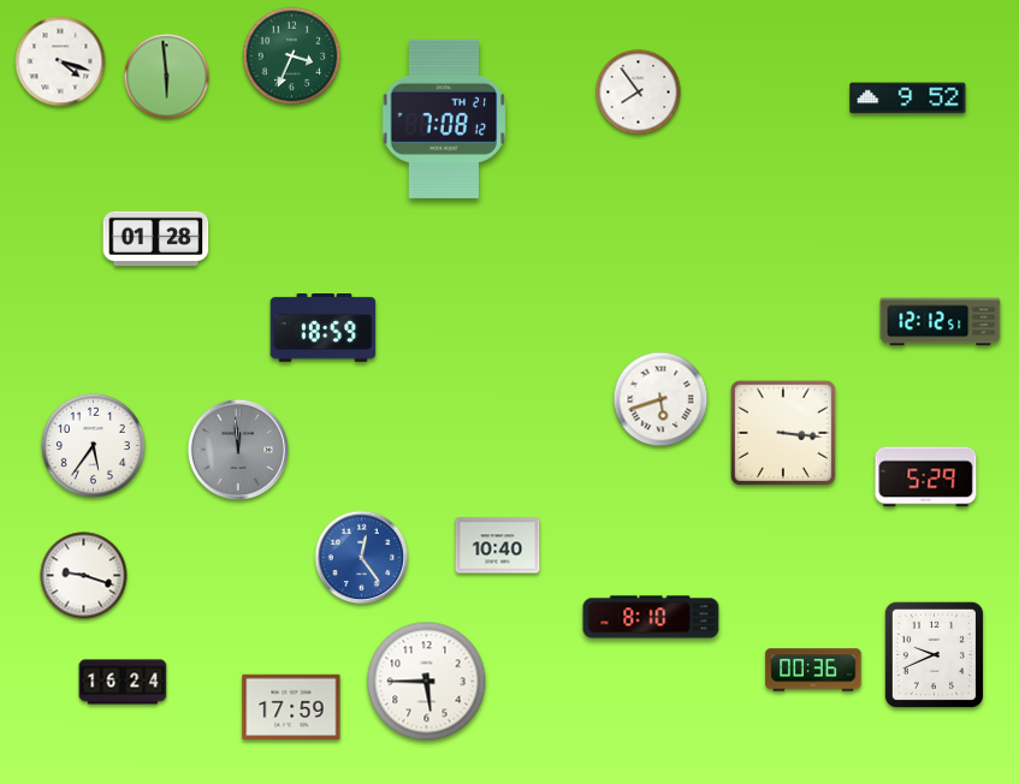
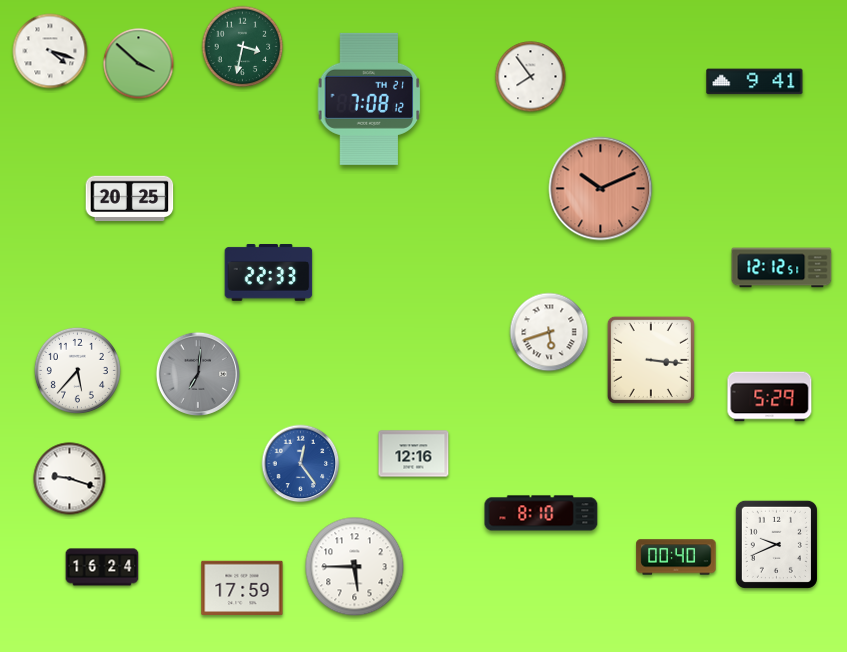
clock at (292, 57): 3:34 -> 3:32
clock at (167, 77): 5:59 -> 3:52
clock at (908, 99): 9:52 -> 9:41
clock at (601, 189): none -> 10:11
clock at (156, 239): 01:28 -> 20:25
clock at (324, 328): 18:59 -> 22:33
clock at (93, 445): 5:36 -> 5:37
clock at (238, 450): 11:59 -> 7:01
clock at (498, 546): 10:40 -> 12:16
clock at (813, 670): 00:36 -> 00:40
